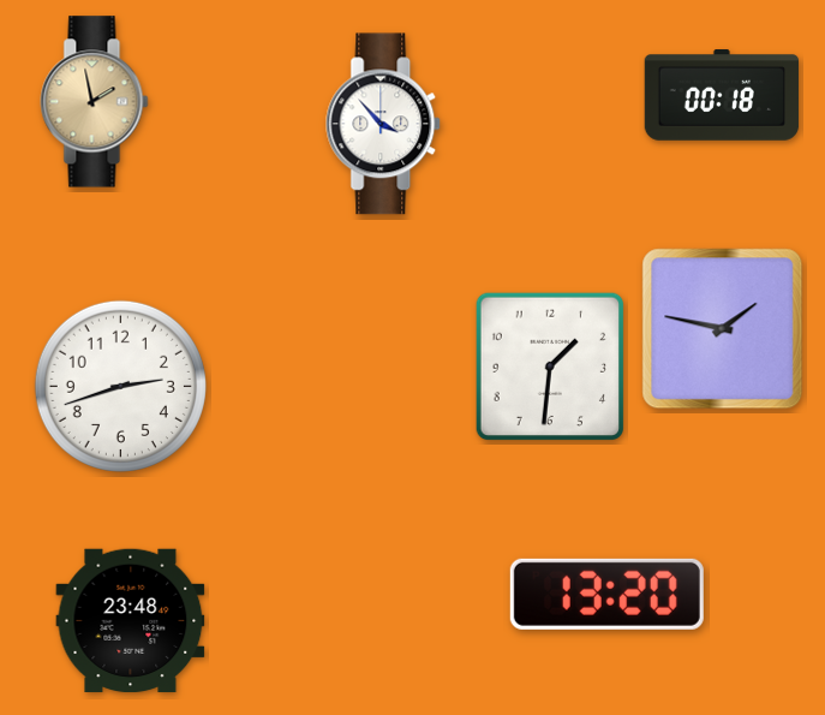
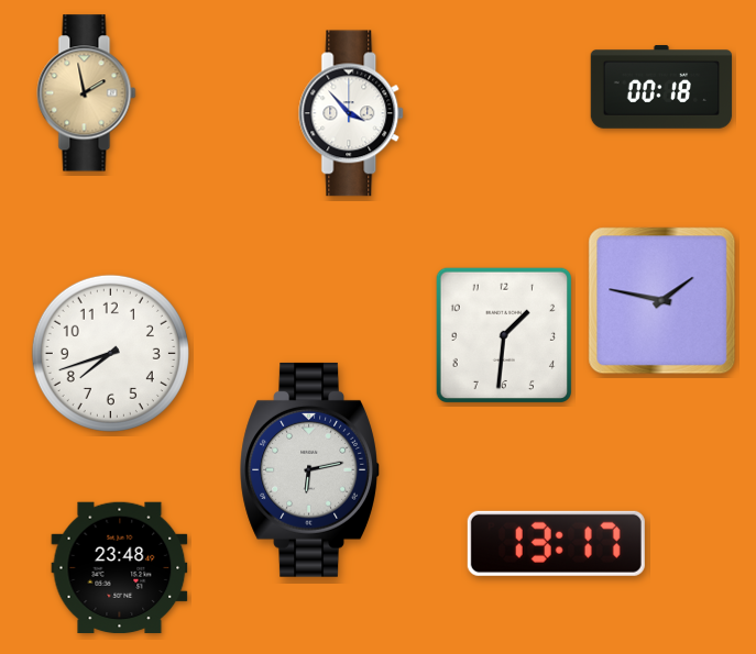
clock at (120, 386): 2:42 -> 7:42
clock at (310, 469): none -> 6:13
clock at (606, 594): 13:20 -> 13:17
